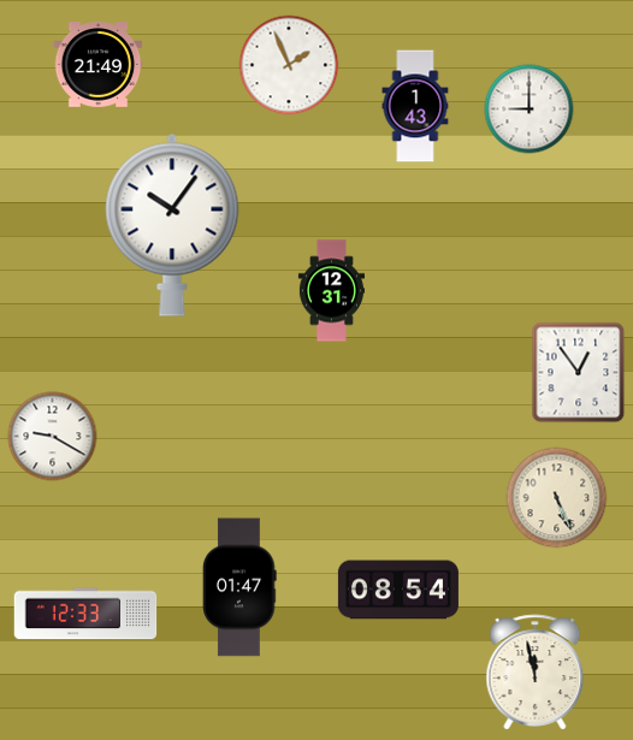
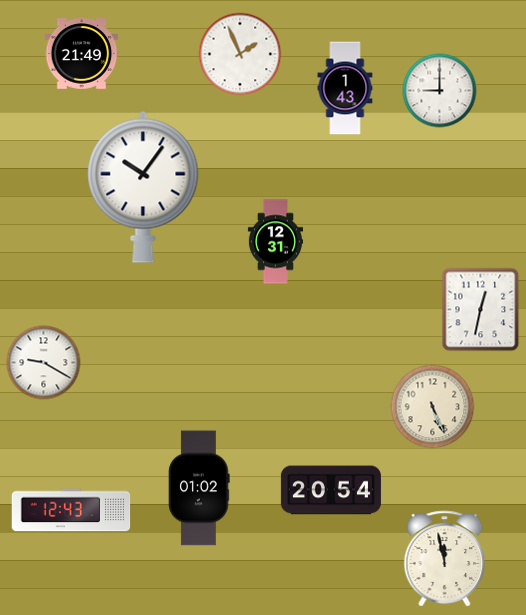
clock at (579, 373): 12:54 -> 12:32
clock at (557, 498) position: (557, 498) -> (433, 407)
clock at (239, 587): 01:47 -> 01:02
clock at (398, 590): 08:54 -> 20:54
clock at (85, 614): 12:33 -> 12:43
